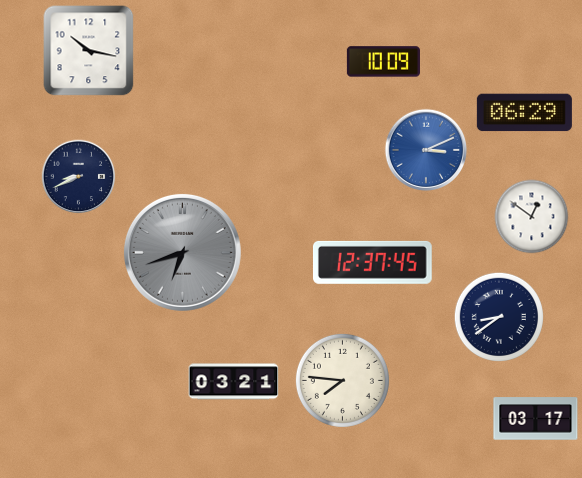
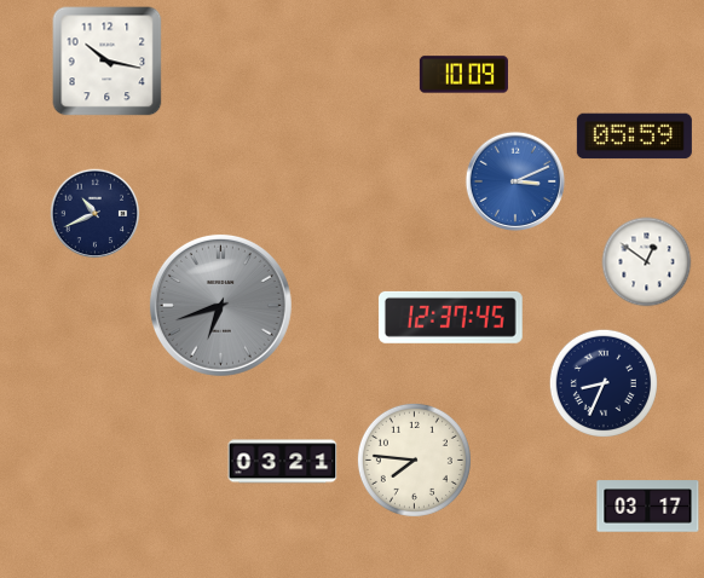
clock at (524, 113): 06:29 -> 05:59
clock at (79, 177): 8:41 -> 10:41
clock at (532, 217) position: (532, 217) -> (647, 262)
clock at (499, 317): 8:39 -> 8:34
